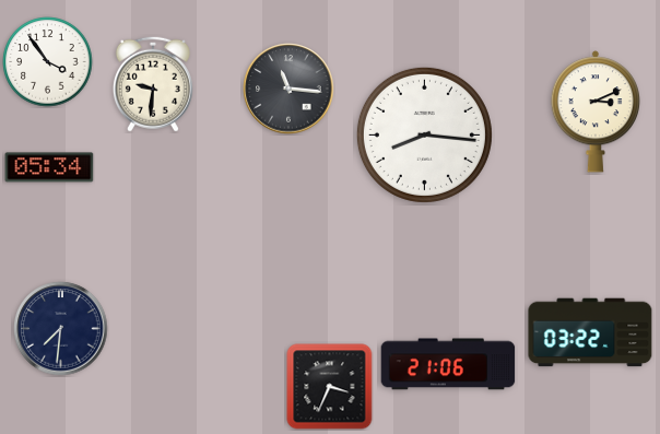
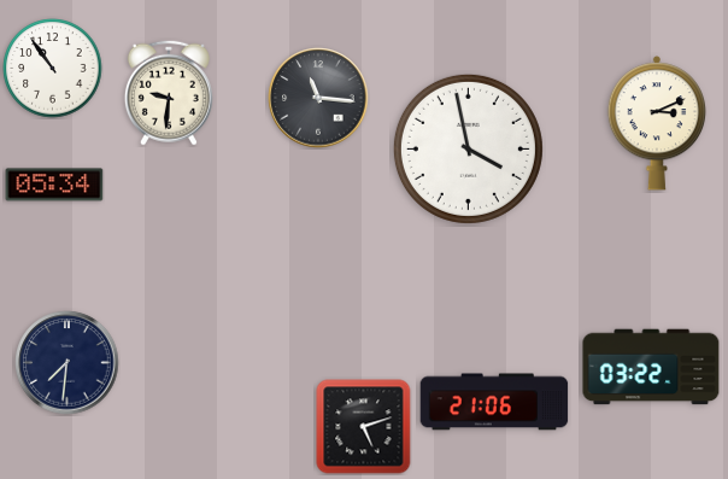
clock at (48, 62): 3:54 -> 10:54
clock at (424, 134): 8:16 -> 3:58
clock at (330, 387): 3:34 -> 5:12
